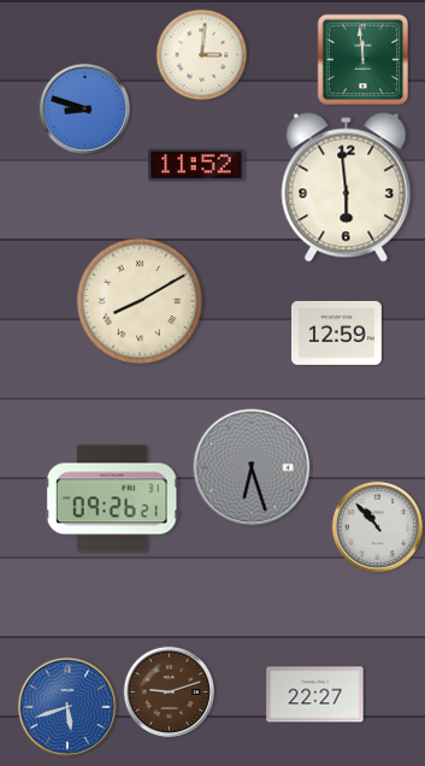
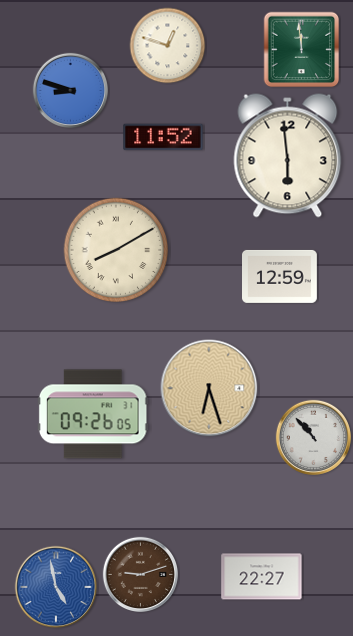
clock at (202, 55): 3:01 -> 12:48
clock at (252, 467) dial: grey -> champagne
clock at (112, 499): 09:26:21 -> 09:26:05
clock at (67, 707): 5:42 -> 4:58
